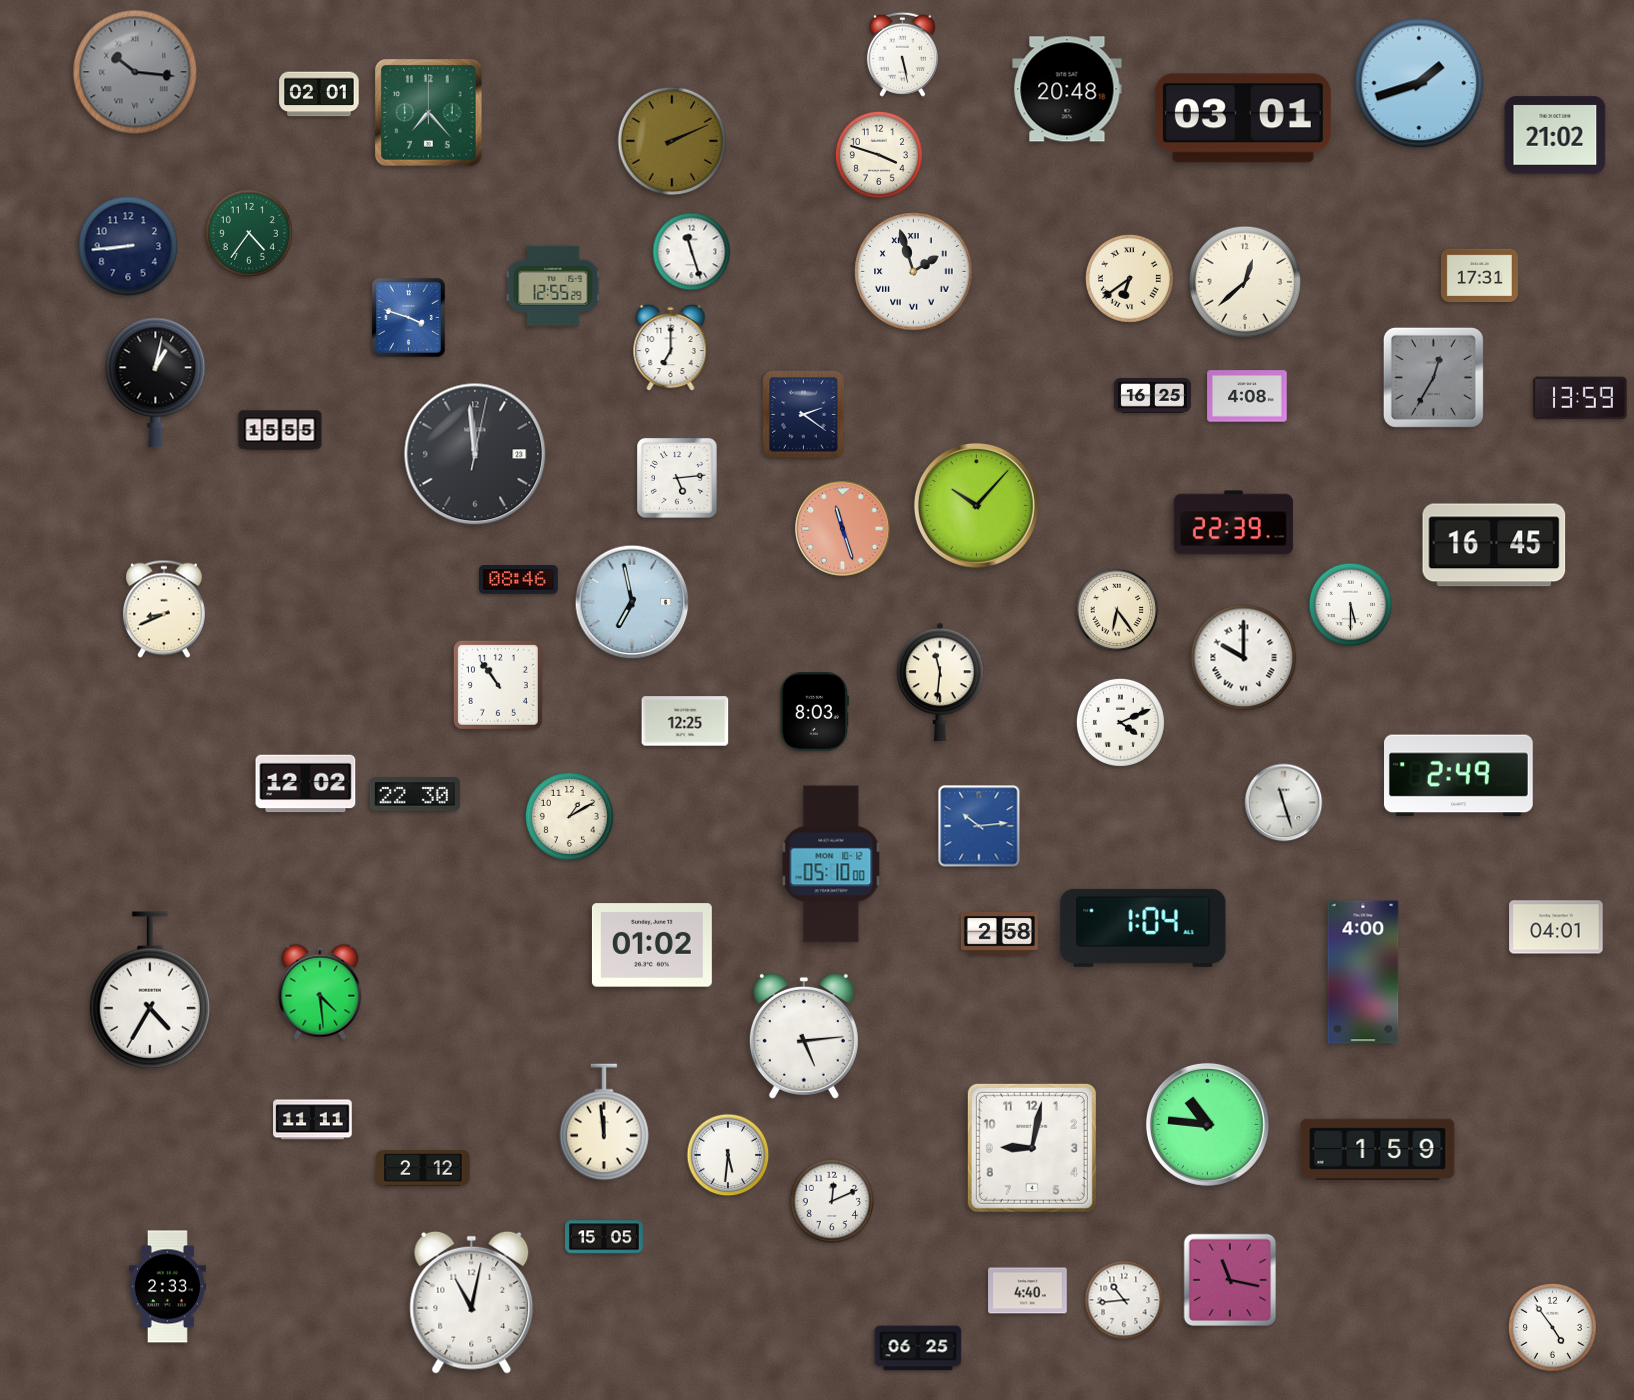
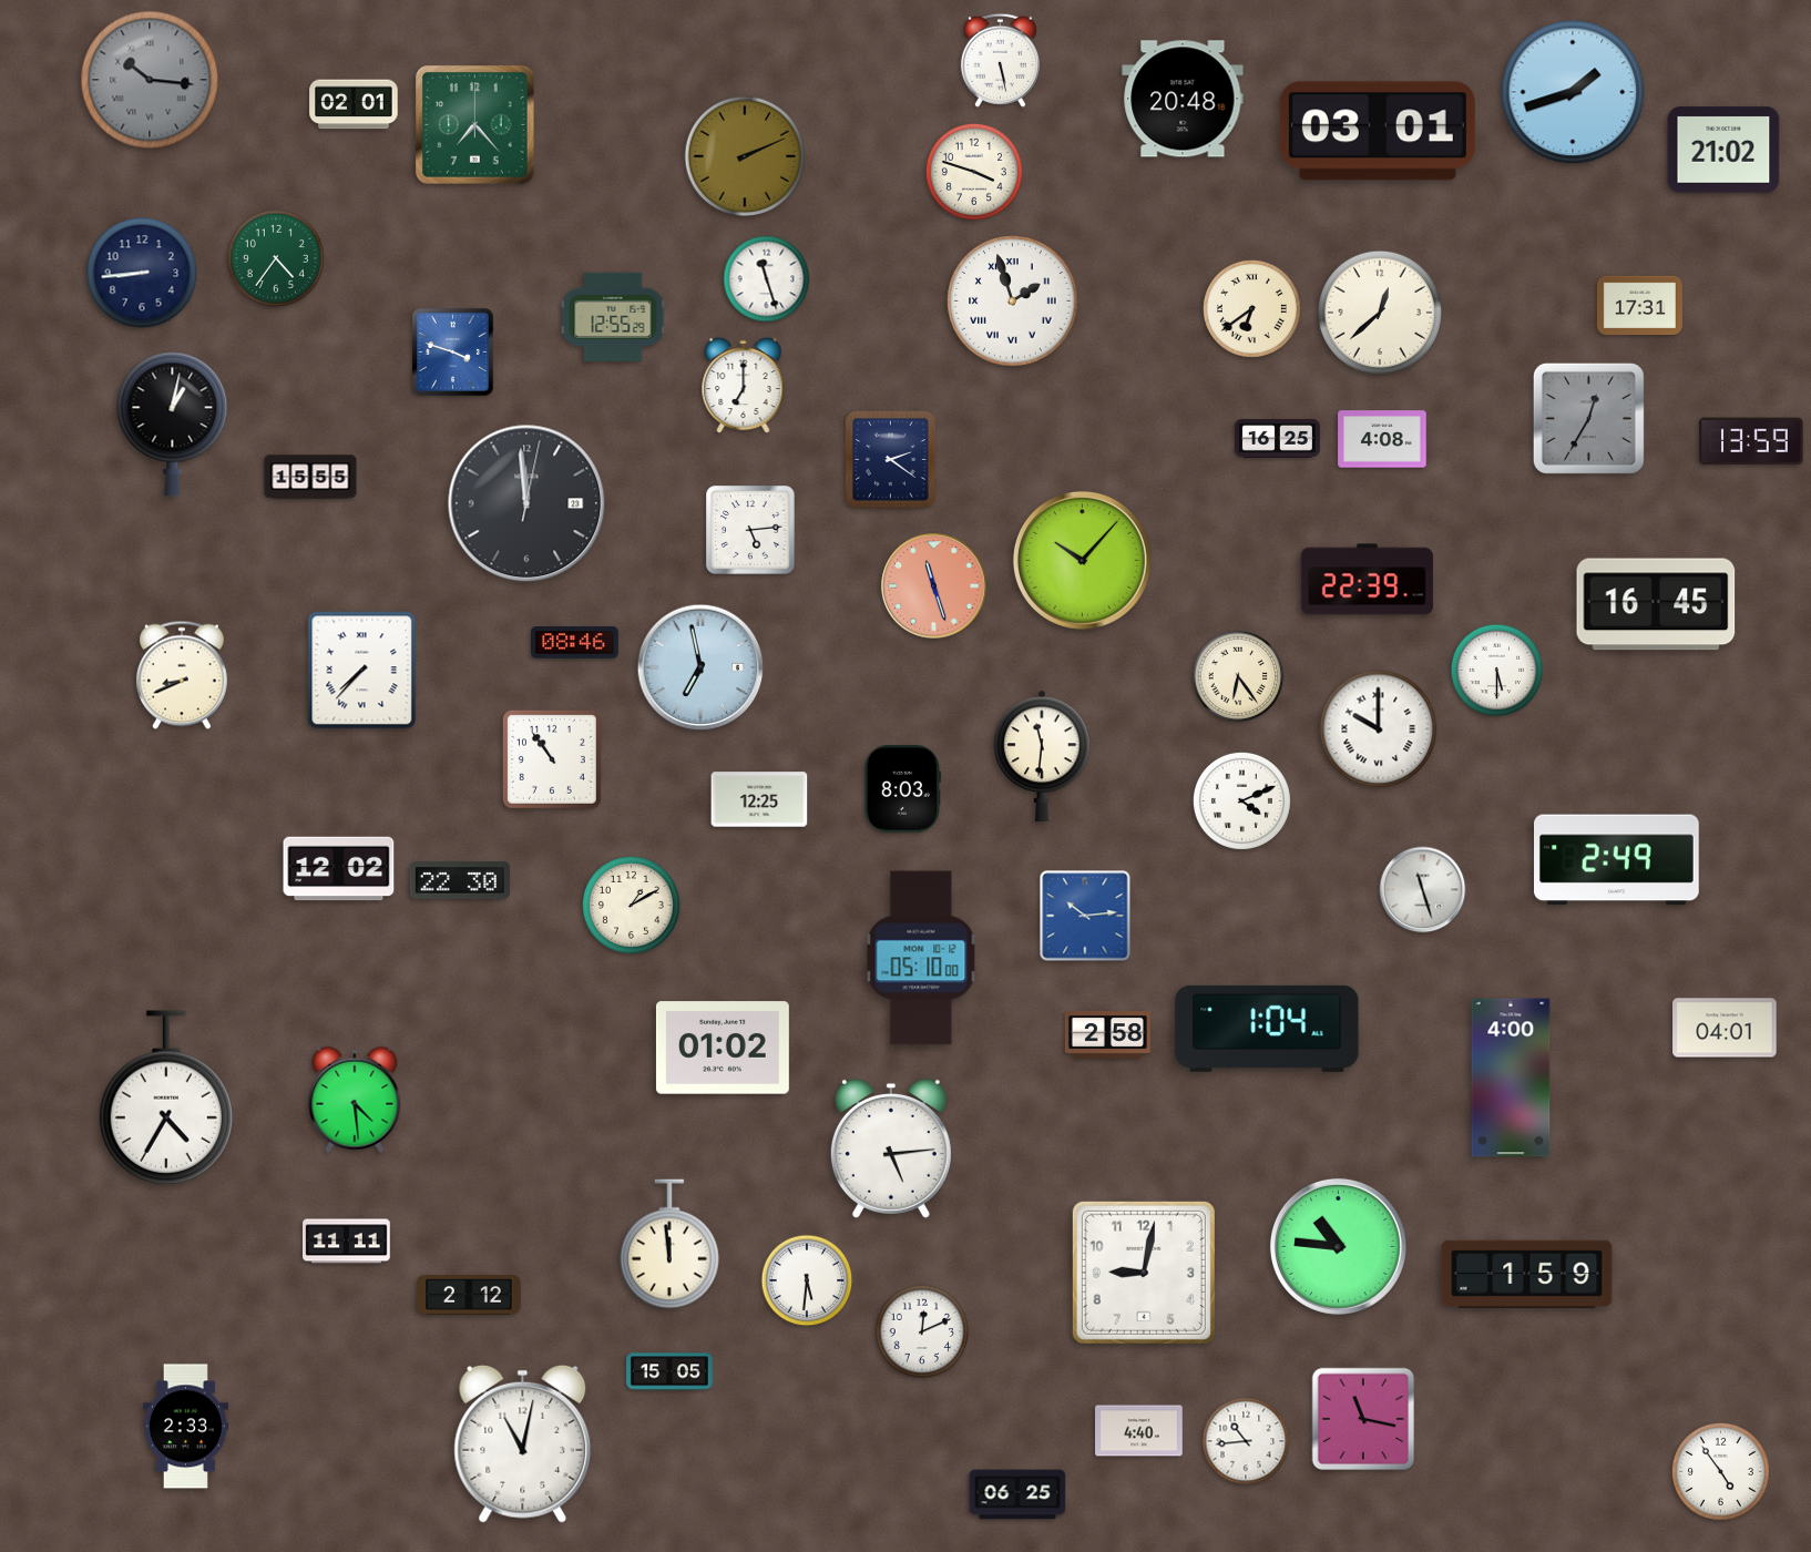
clock at (362, 671): none -> 7:37
